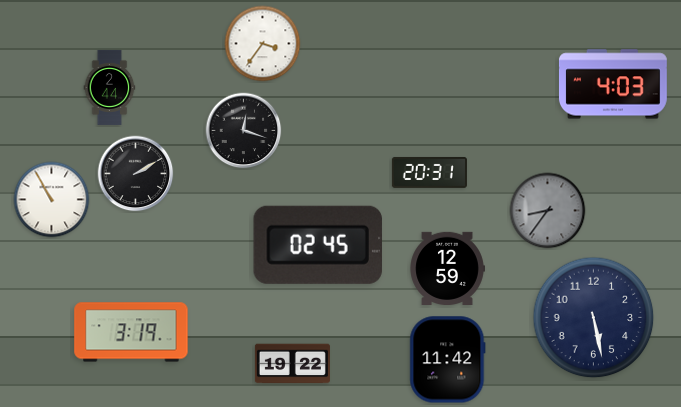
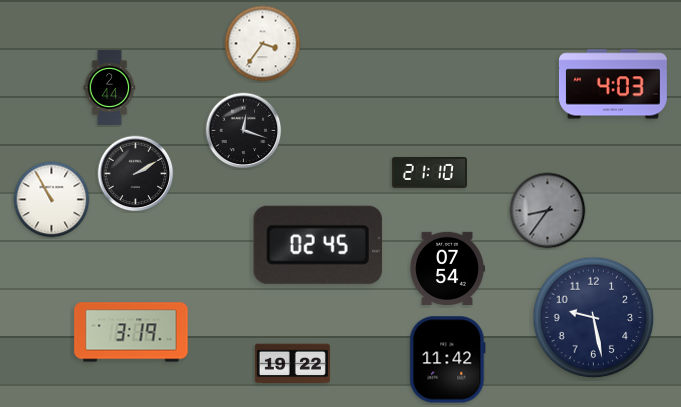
clock at (429, 172): 20:31 -> 21:10
clock at (447, 268): 12:59 -> 07:54
clock at (594, 318): 5:28 -> 9:28
